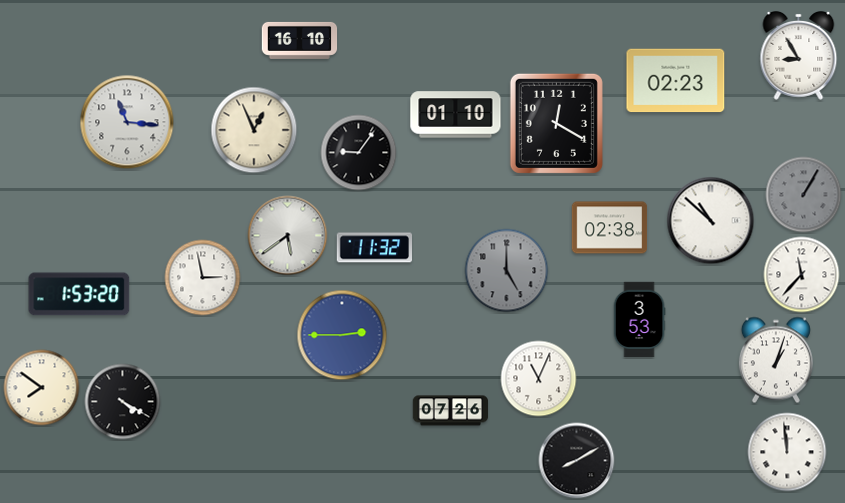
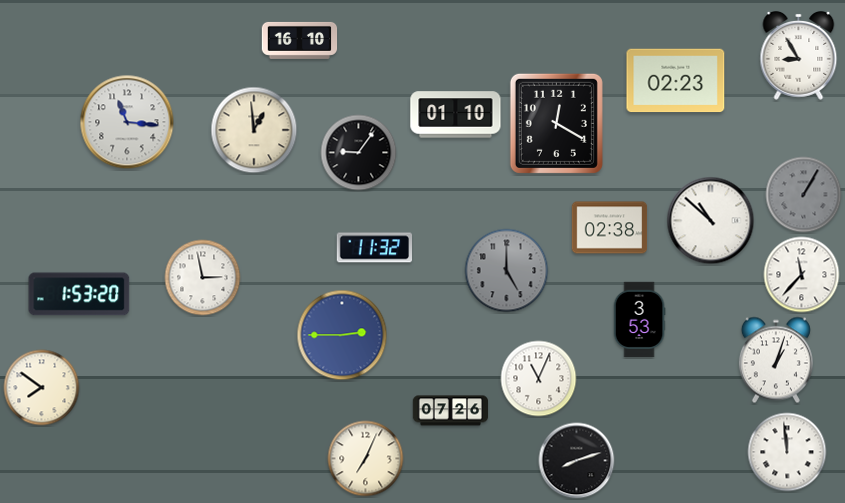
clock at (254, 130): 12:56 -> 12:59
clock at (288, 236): 5:39 -> none
clock at (123, 402): 4:20 -> none
clock at (366, 459): none -> 7:04
clock at (577, 461): 8:10 -> 8:12
